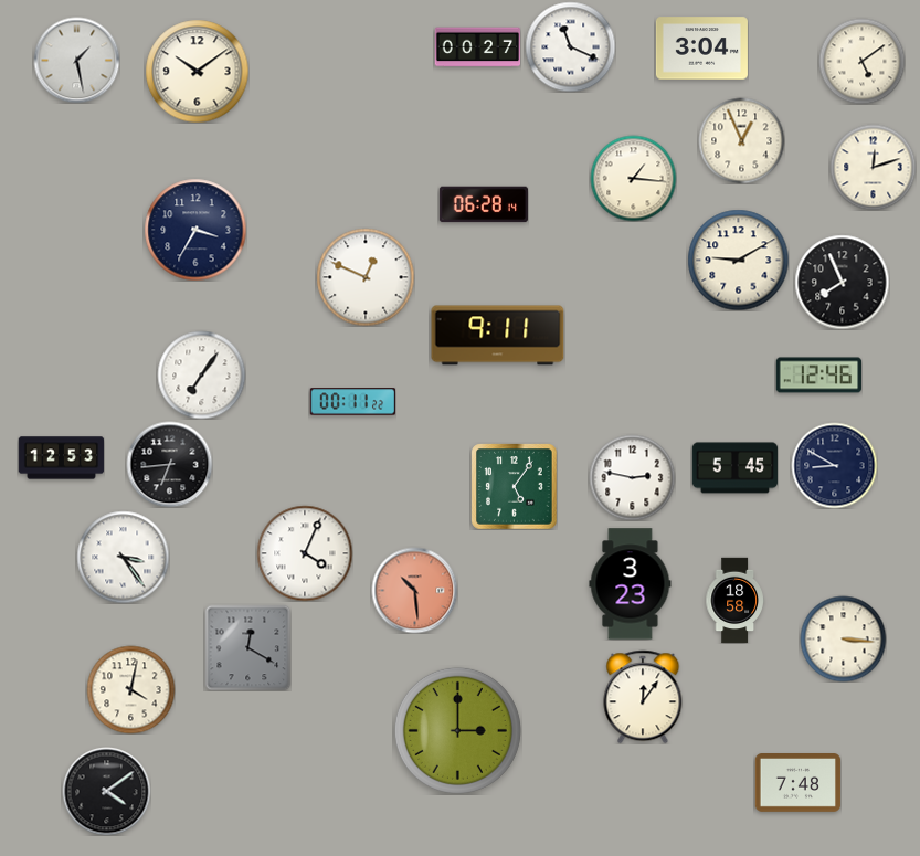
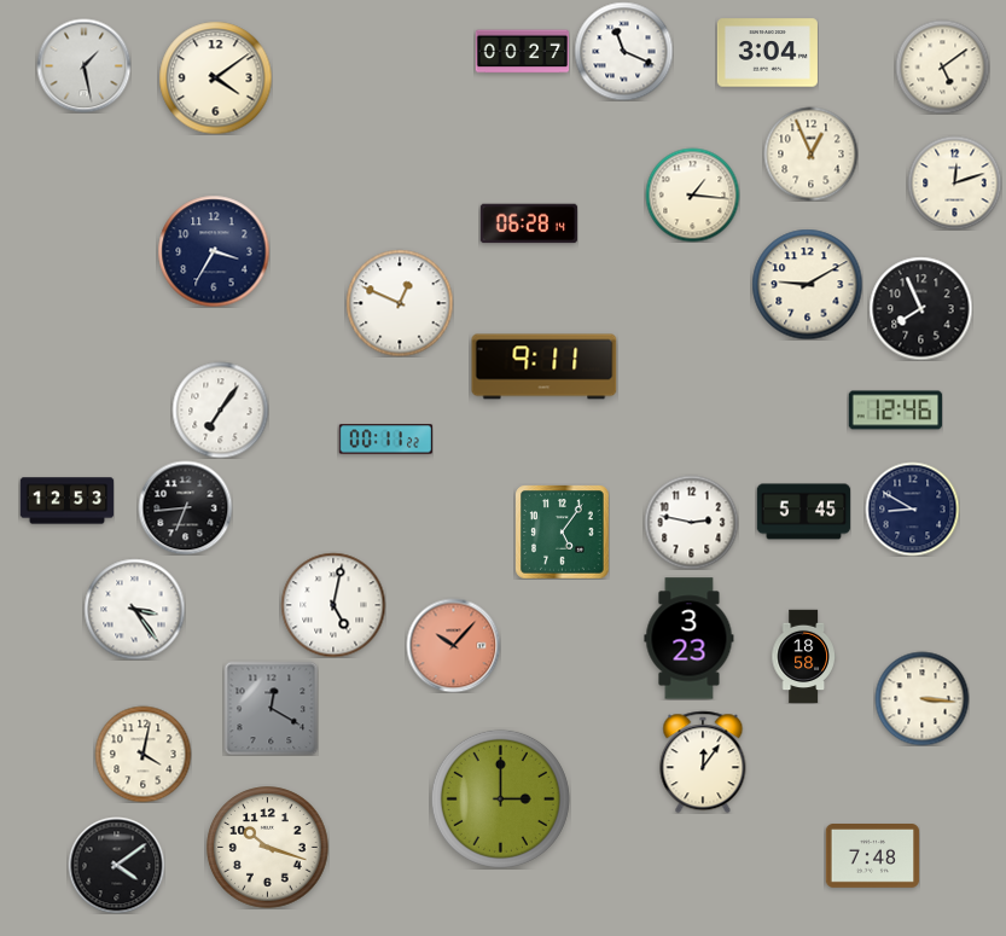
clock at (197, 71): 10:09 -> 4:09
clock at (305, 553): 4:04 -> 5:02
clock at (414, 590): 10:29 -> 10:07
clock at (268, 848): none -> 10:18
